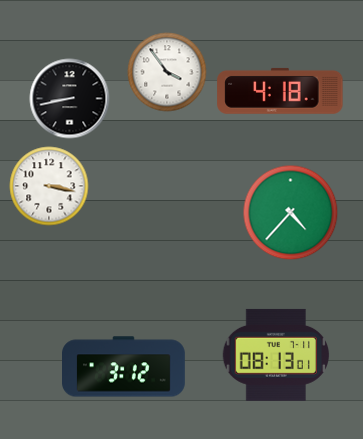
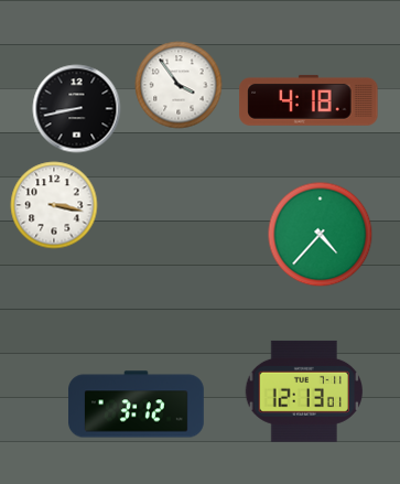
clock at (167, 72) position: (167, 72) -> (179, 85)
clock at (275, 355): 08:13 -> 12:13
